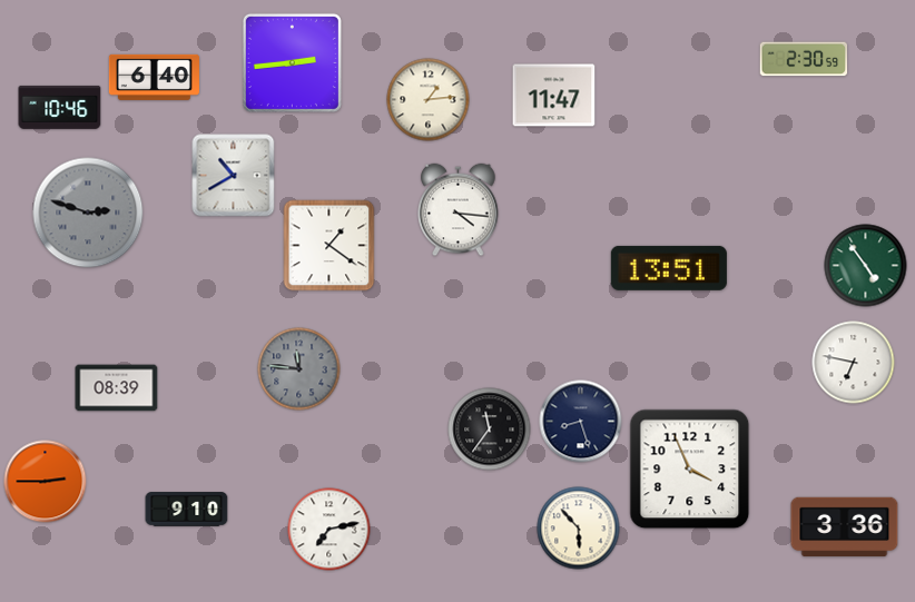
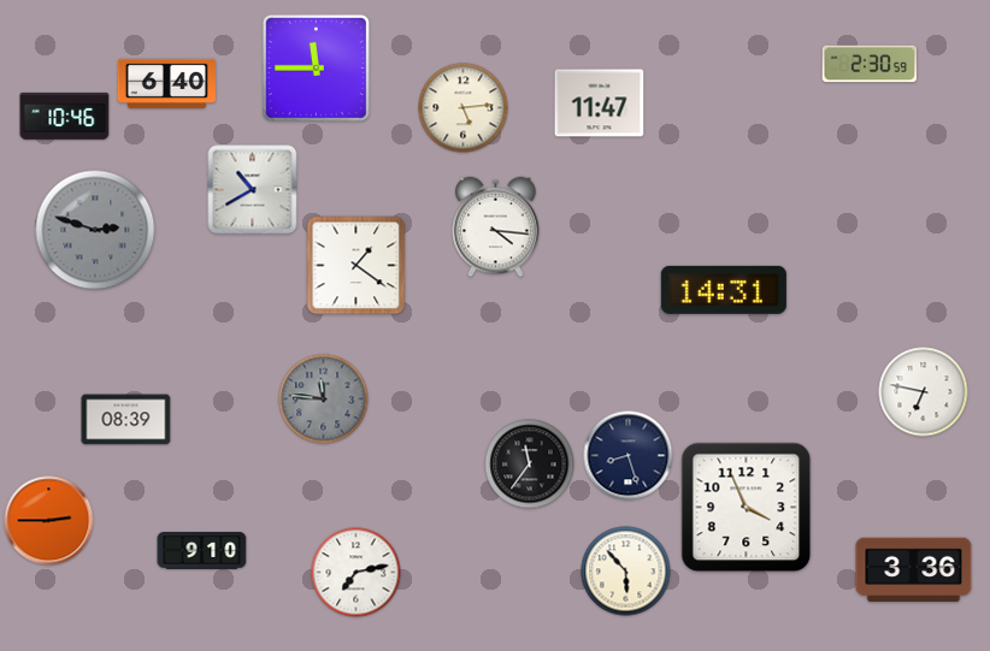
clock at (292, 62): 2:44 -> 11:45
clock at (429, 100): 1:14 -> 5:14
clock at (866, 266): 4:54 -> none
clock at (669, 268): 13:51 -> 14:31
